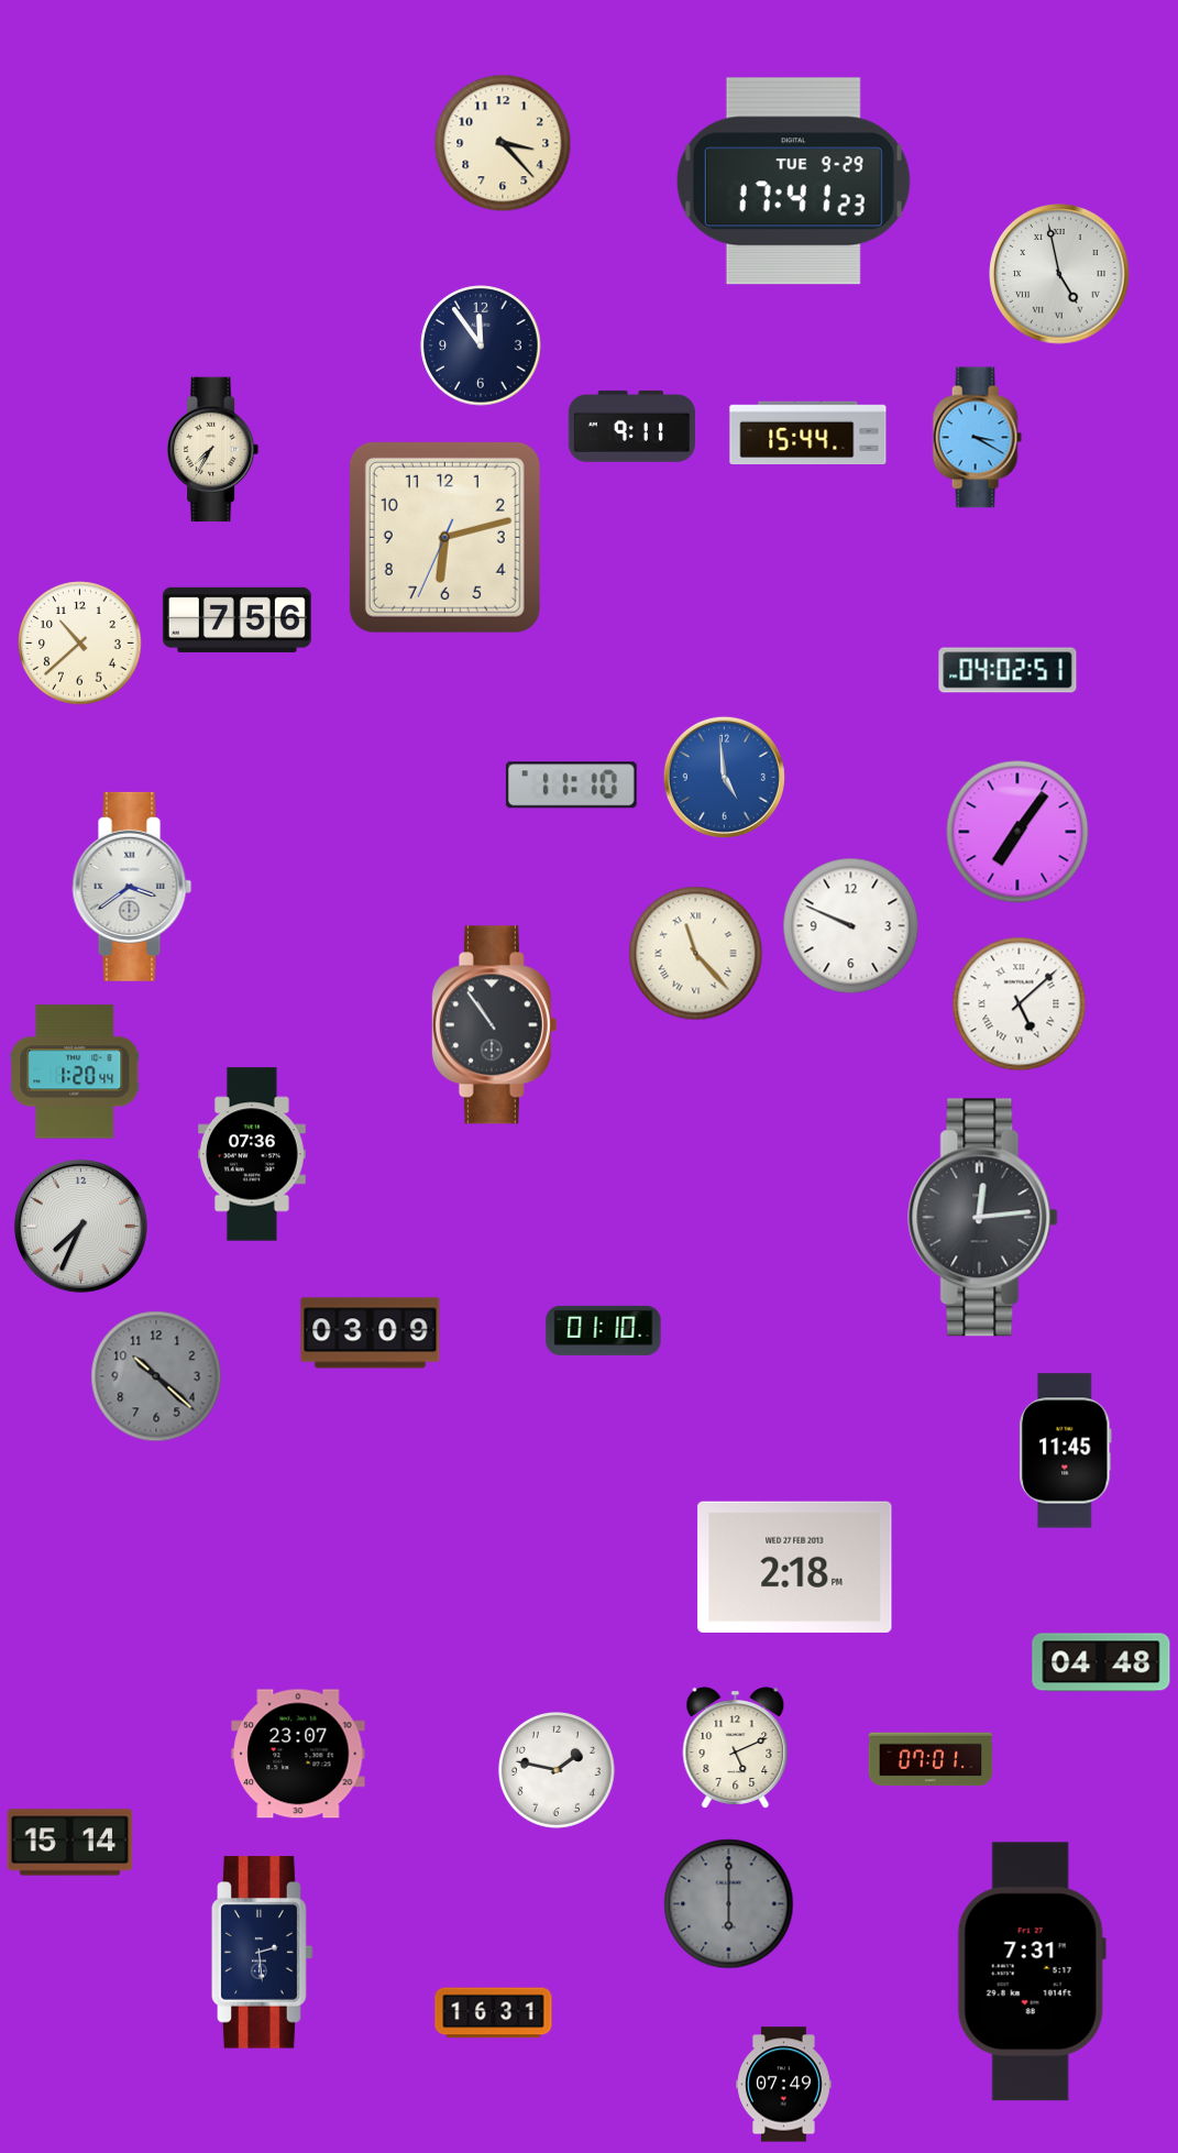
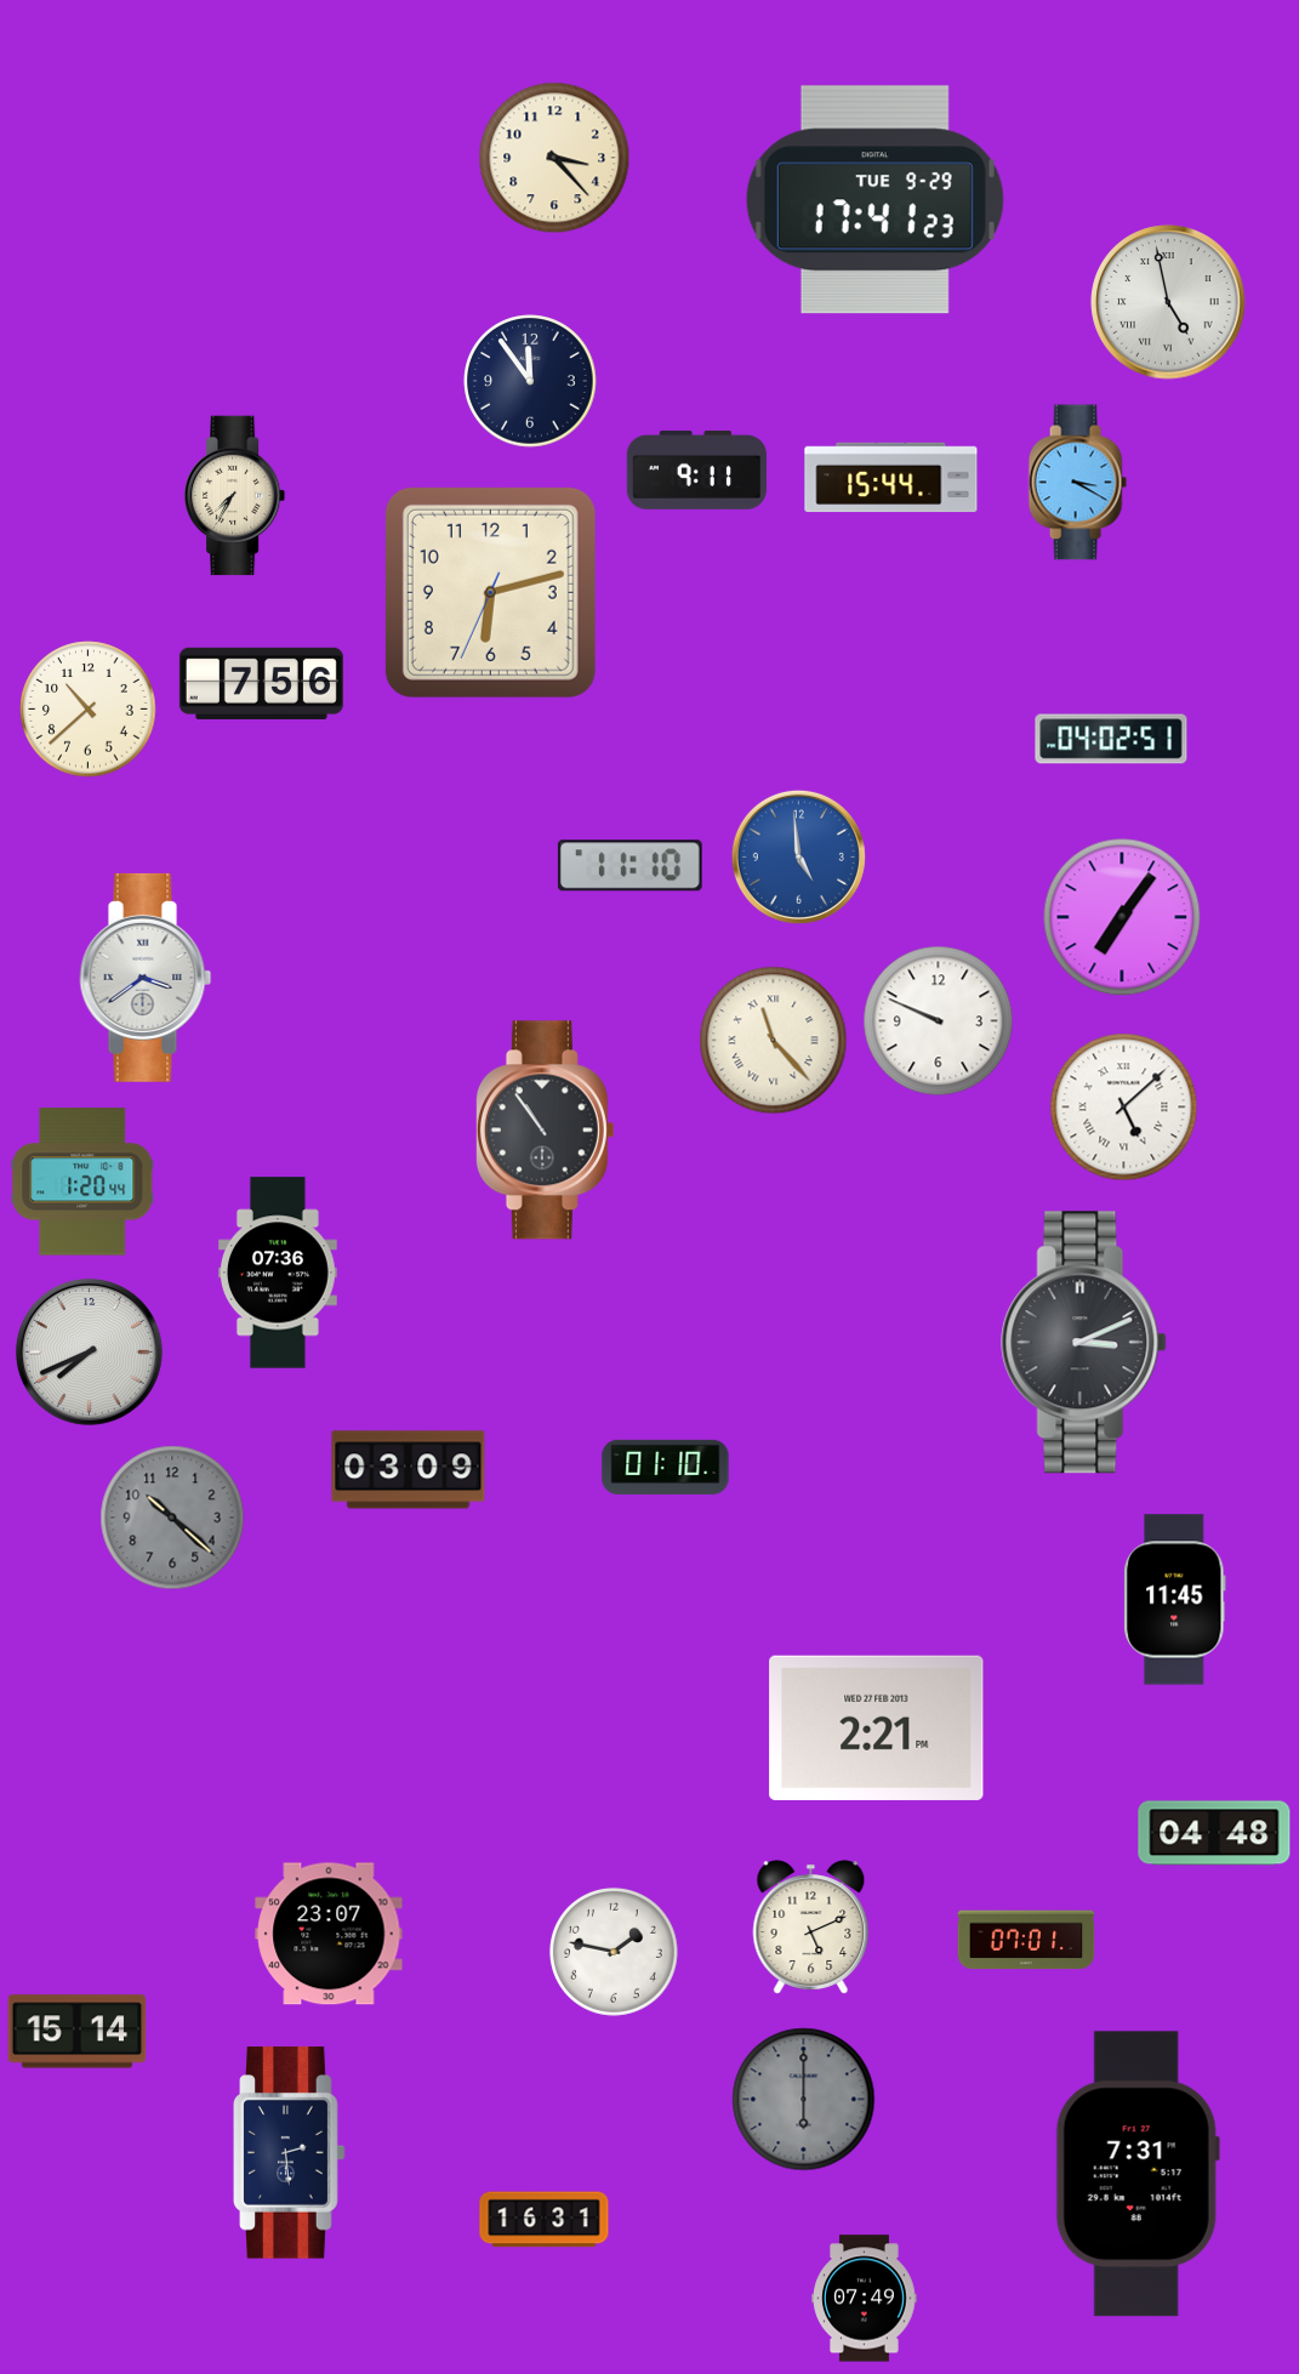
clock at (696, 954) position: (696, 954) -> (774, 1041)
clock at (983, 1218): 12:14 -> 3:11
clock at (80, 1226): 7:34 -> 7:41
clock at (795, 1567): 2:18 -> 2:21
